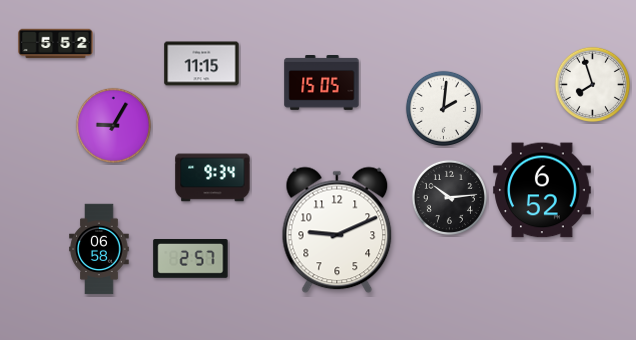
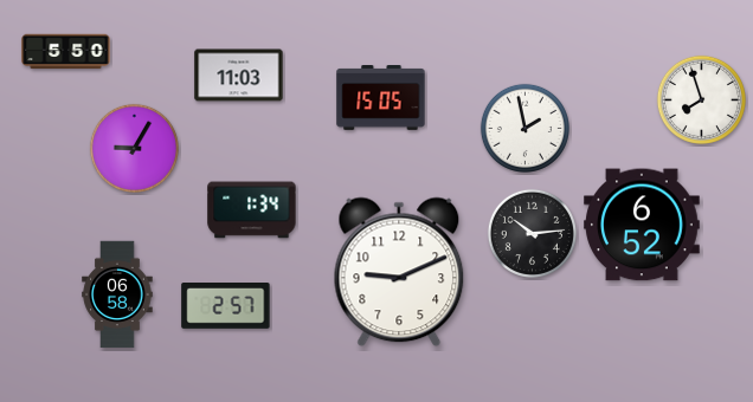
clock at (56, 44): 5:52 -> 5:50
clock at (202, 64): 11:15 -> 11:03
clock at (443, 108): 2:01 -> 1:58
clock at (213, 178): 9:34 -> 1:34
